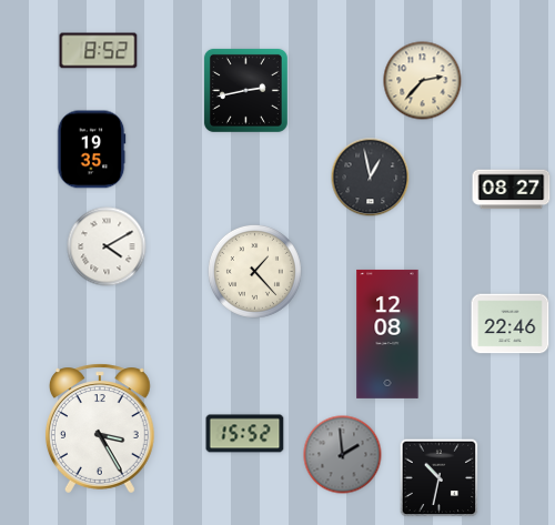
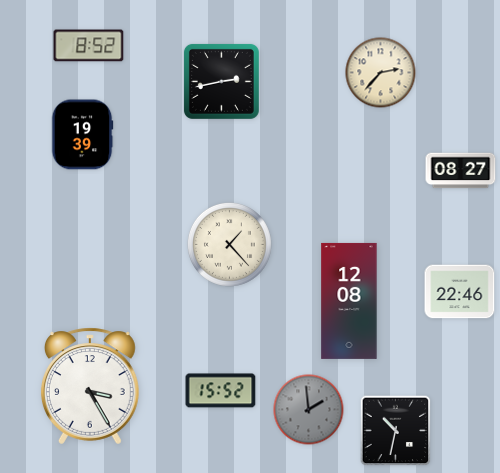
clock at (91, 150): 19:35 -> 19:39
clock at (371, 178): 12:58 -> none
clock at (107, 246): 4:10 -> none
